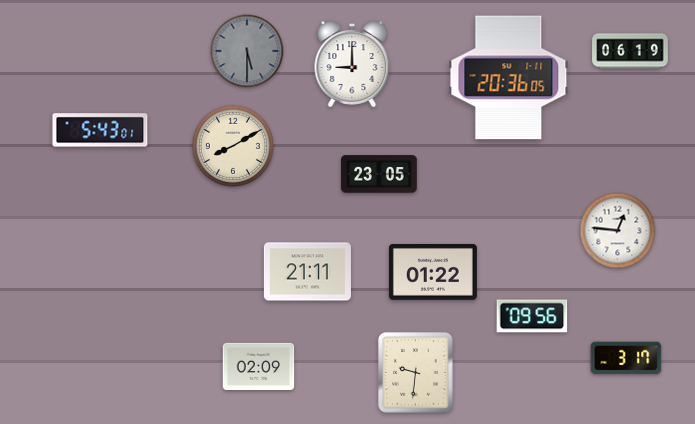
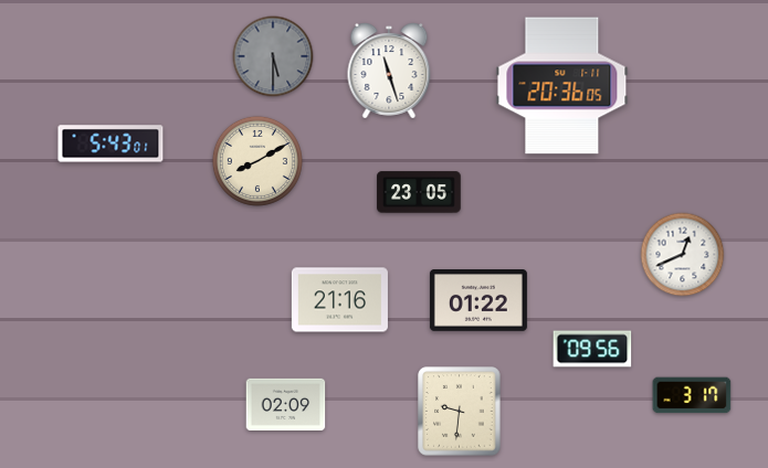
clock at (630, 51): 06:19 -> none
clock at (352, 64): 9:00 -> 11:27
clock at (618, 231): 12:46 -> 12:41
clock at (307, 272): 21:11 -> 21:16
clock at (532, 316) position: (532, 316) -> (592, 349)
